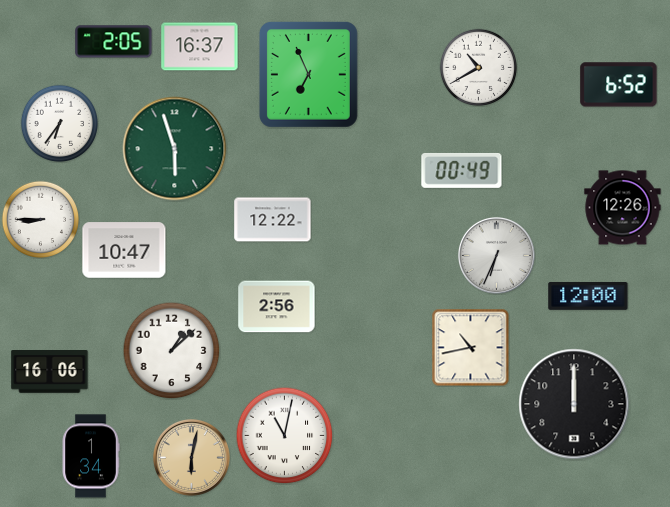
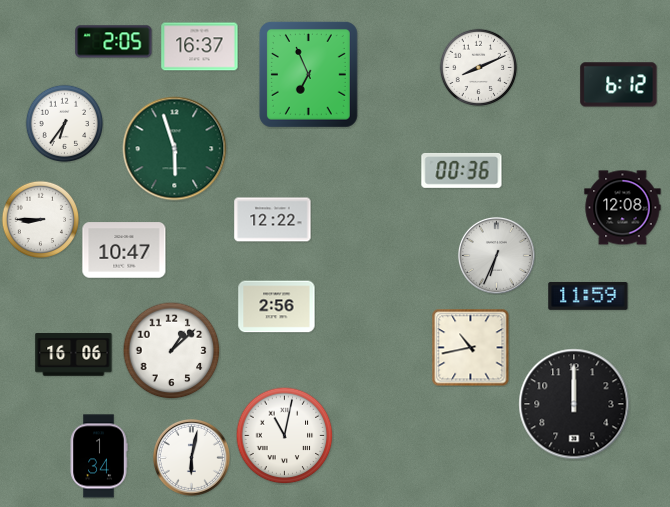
clock at (478, 67): 10:40 -> 8:11
clock at (619, 85): 6:52 -> 6:12
clock at (59, 123) position: (59, 123) -> (64, 123)
clock at (462, 170): 00:49 -> 00:36
clock at (623, 208): 12:26 -> 12:08
clock at (588, 296): 12:00 -> 11:59
clock at (50, 372) position: (50, 372) -> (74, 355)
clock at (91, 456) position: (91, 456) -> (99, 456)
clock at (191, 457) dial: champagne -> white
